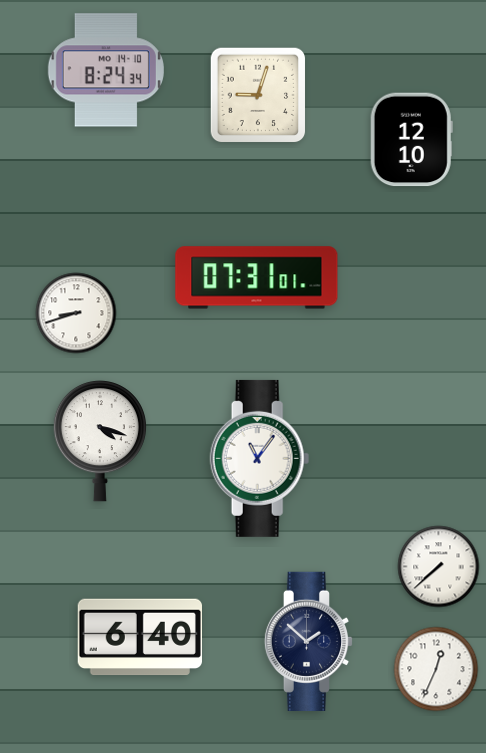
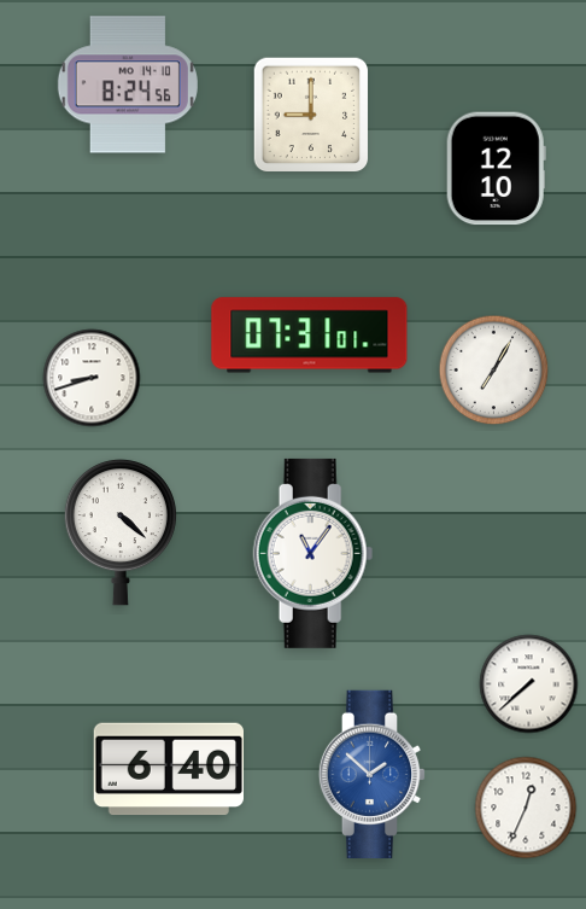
clock at (106, 70): 8:24:34 -> 8:24:56
clock at (258, 95): 9:03 -> 9:00
clock at (494, 371): none -> 7:05
clock at (100, 442): 4:18 -> 4:22
clock at (309, 641) dial: navy -> blue
